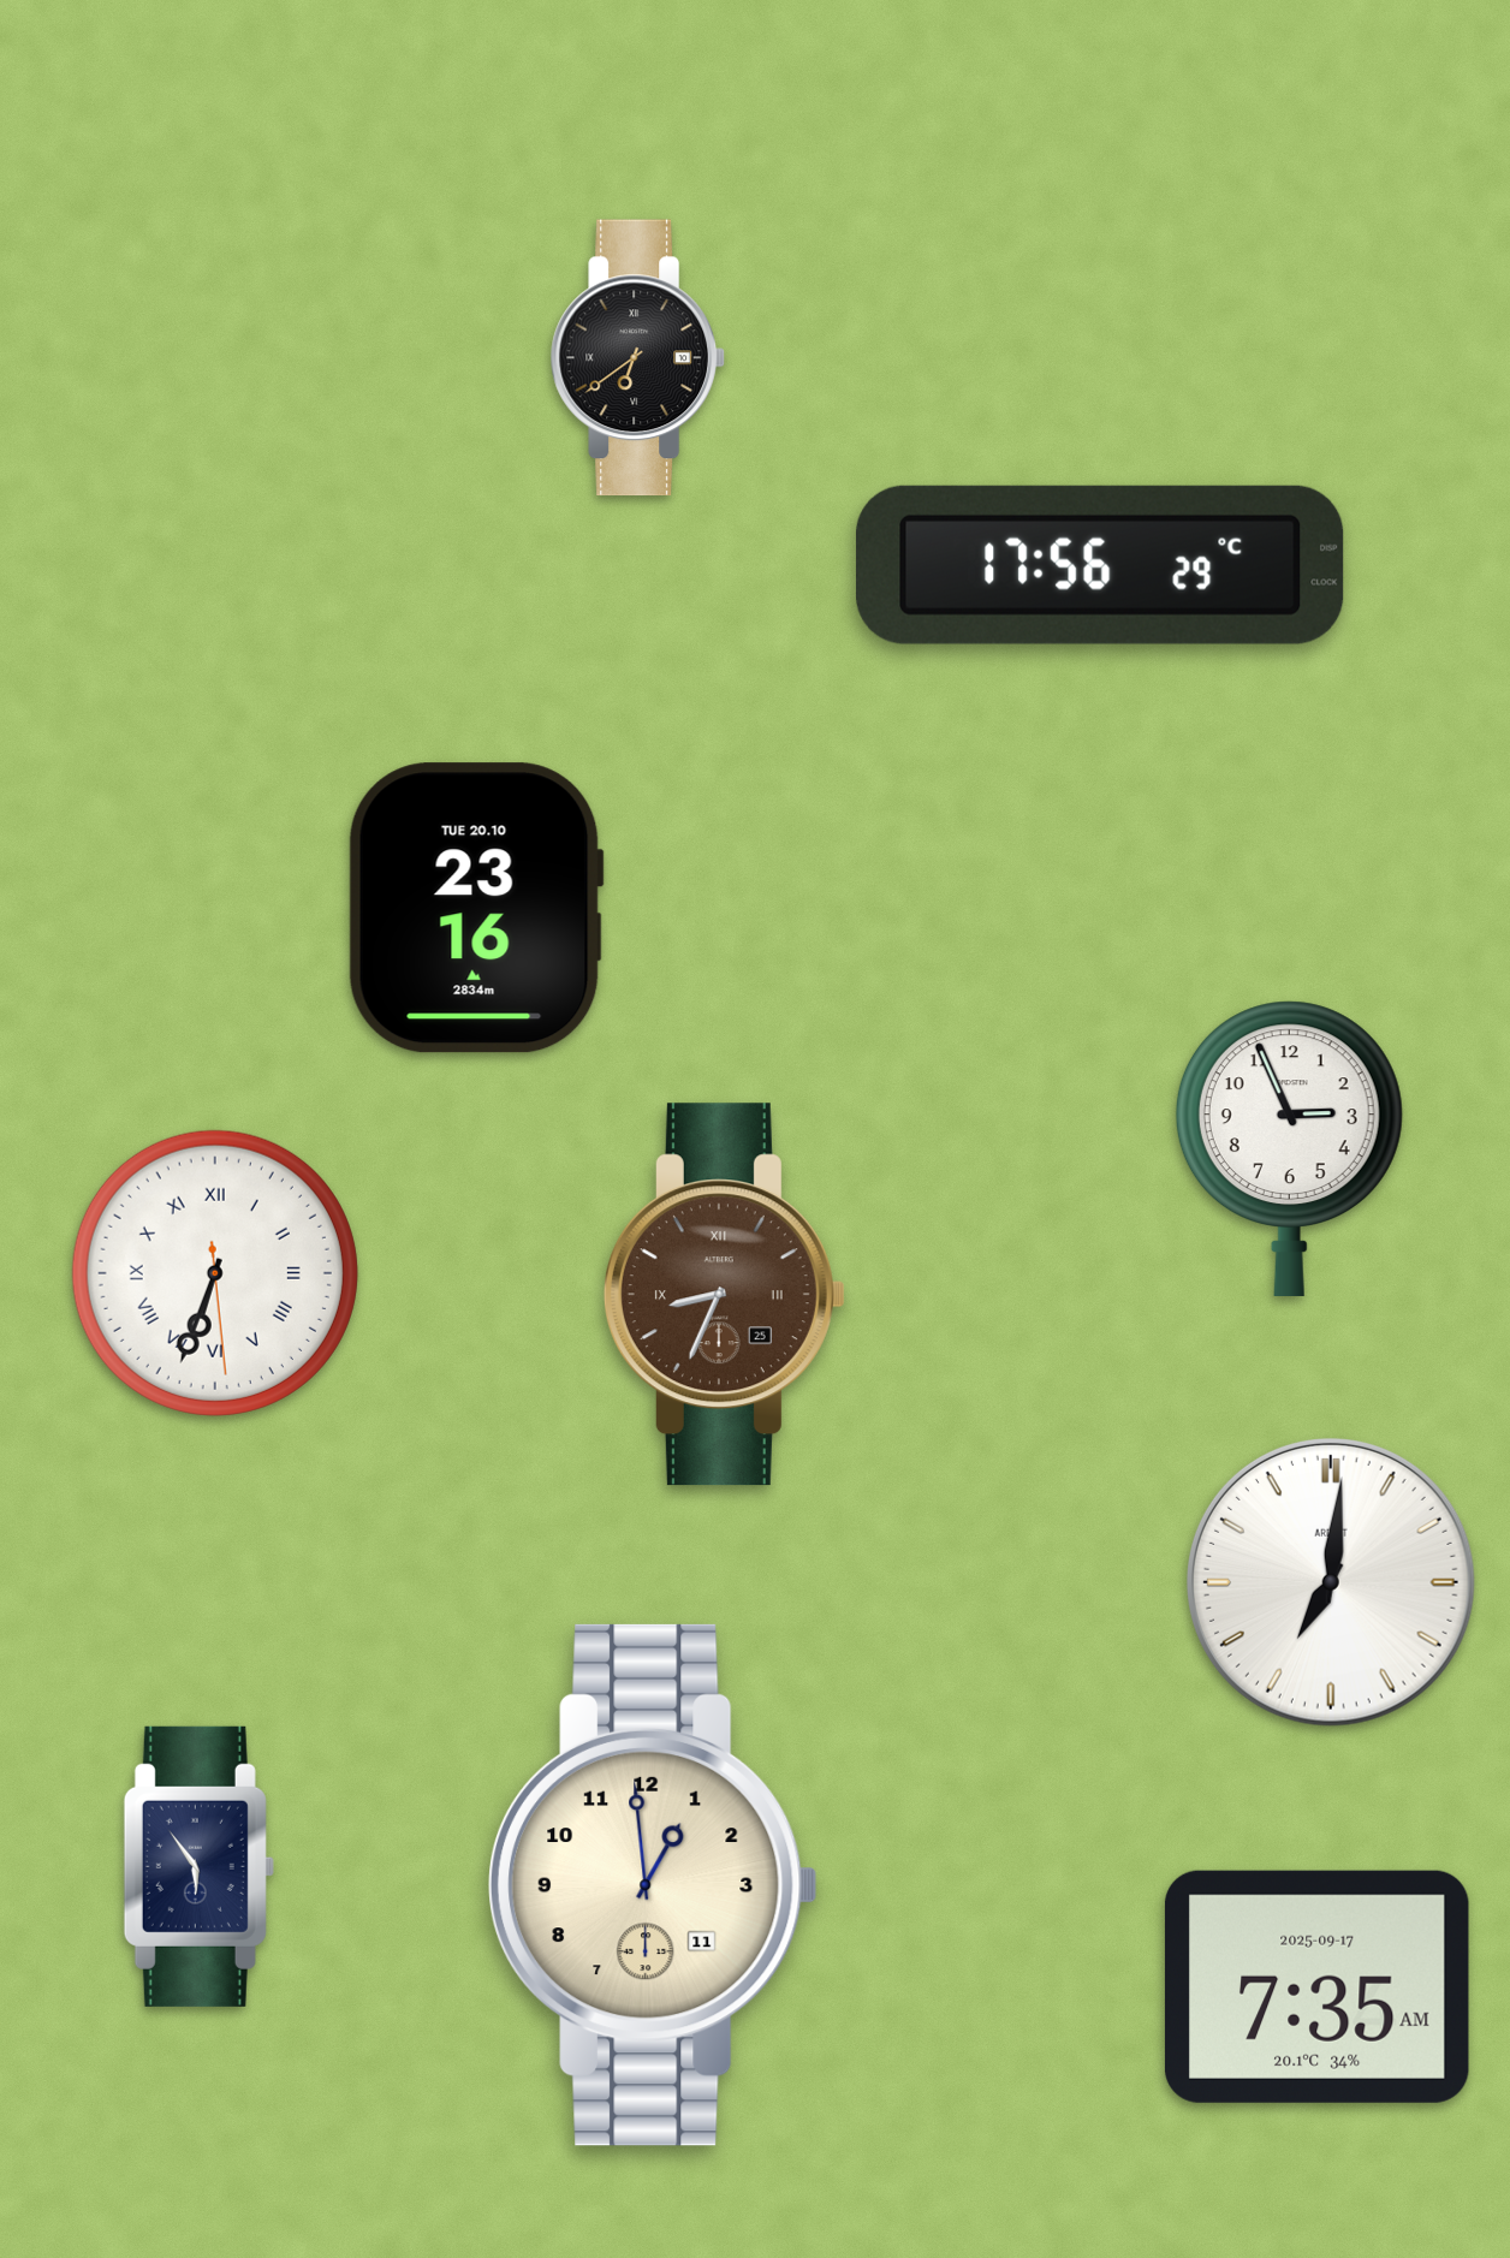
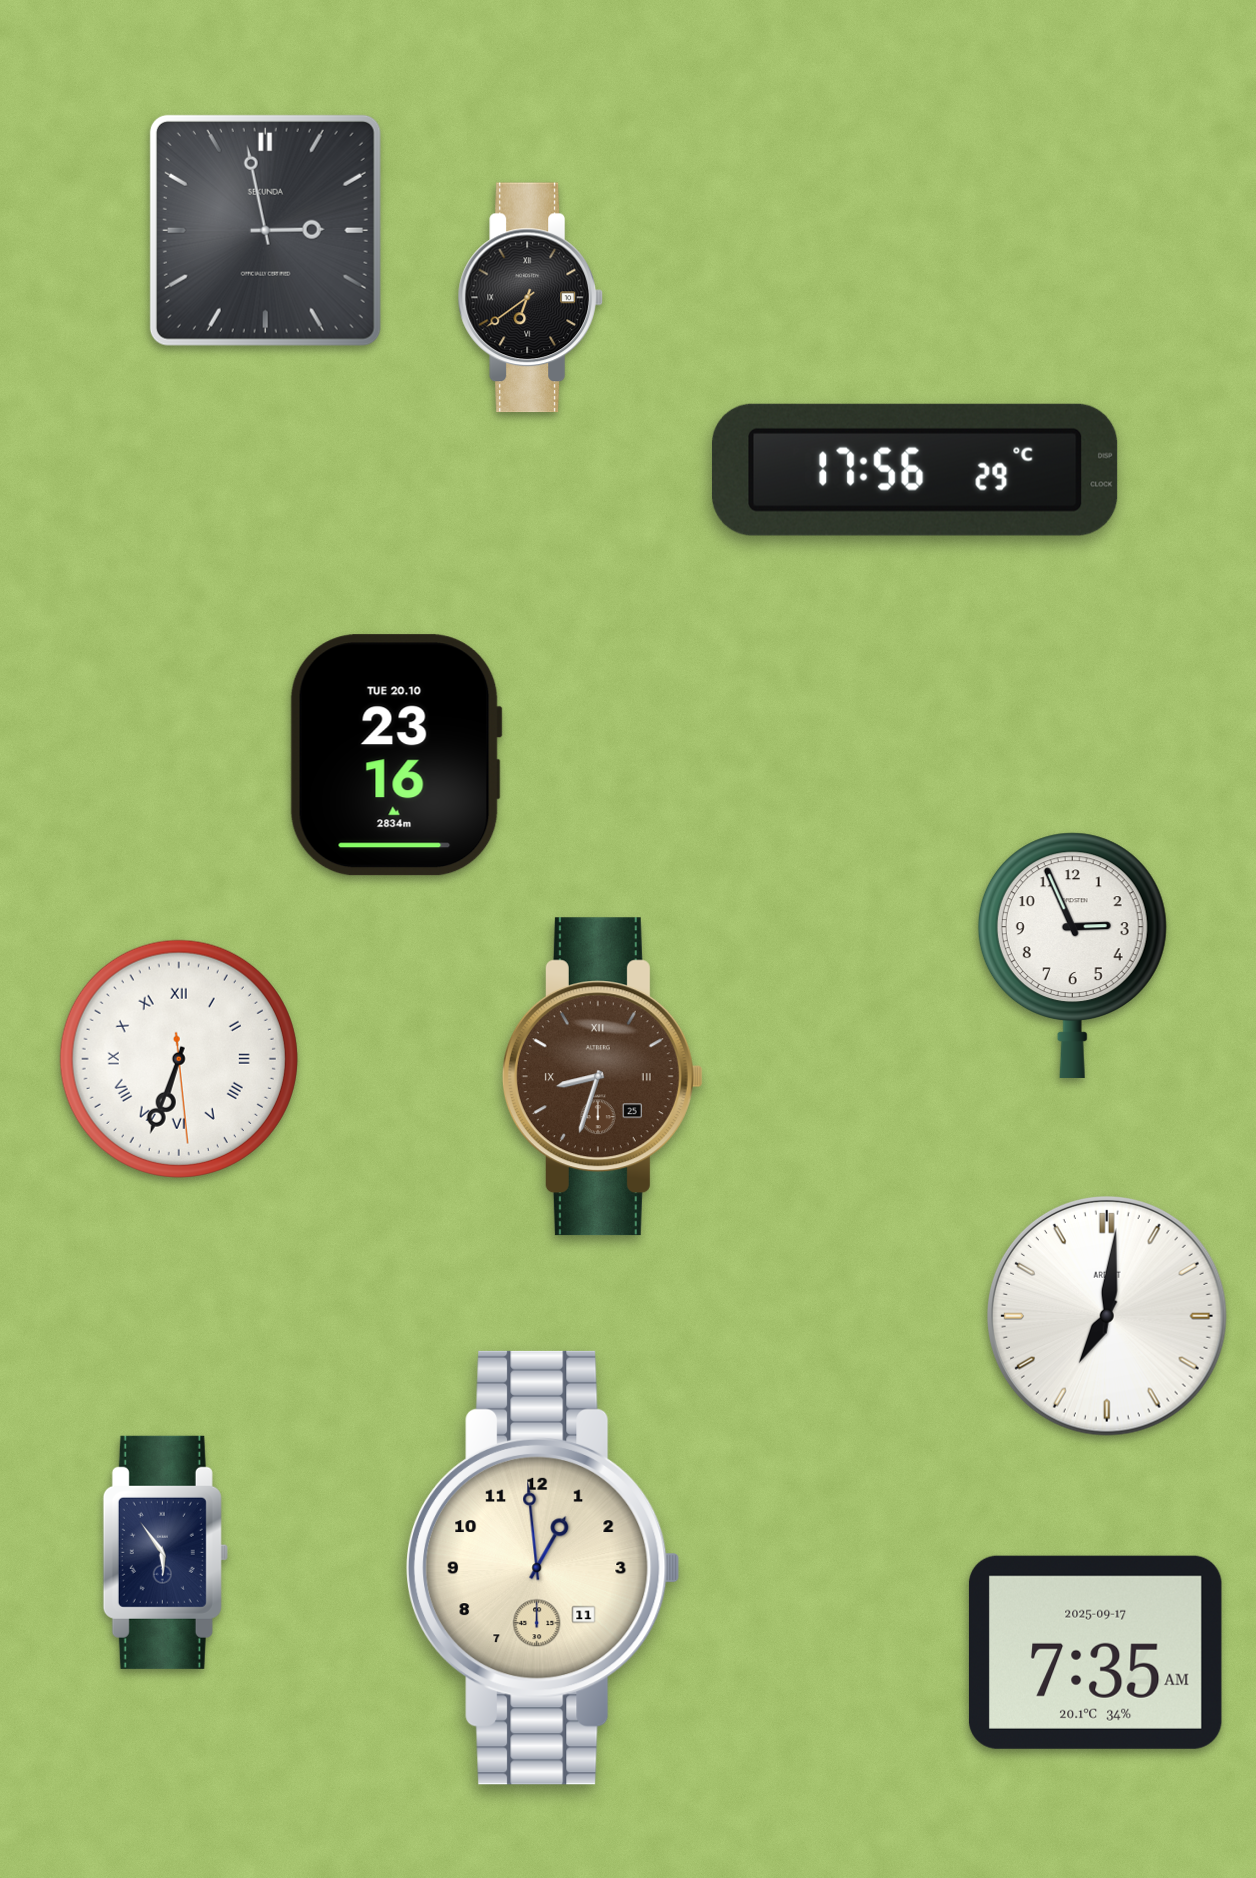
clock at (265, 230): none -> 2:58
clock at (724, 1295): 8:34 -> 8:33
